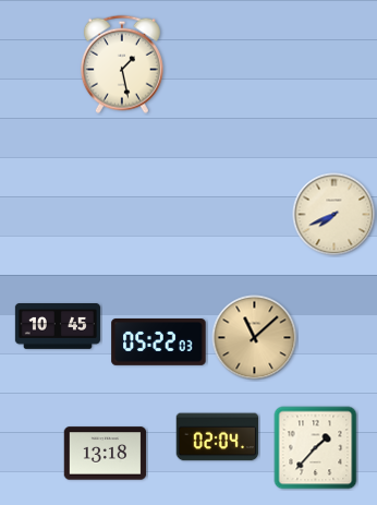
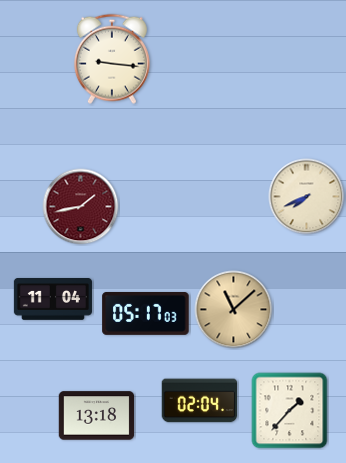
clock at (122, 64): 1:28 -> 9:16
clock at (81, 207): none -> 1:43
clock at (58, 327): 10:45 -> 11:04
clock at (159, 342): 05:22 -> 05:17
